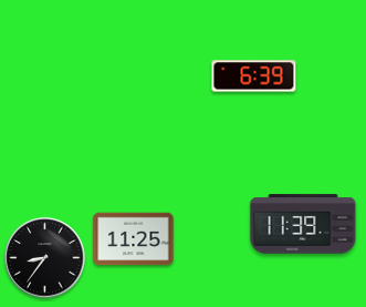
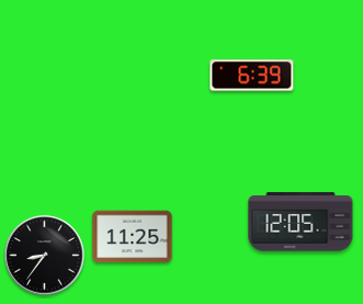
clock at (303, 224): 11:39 -> 12:05
